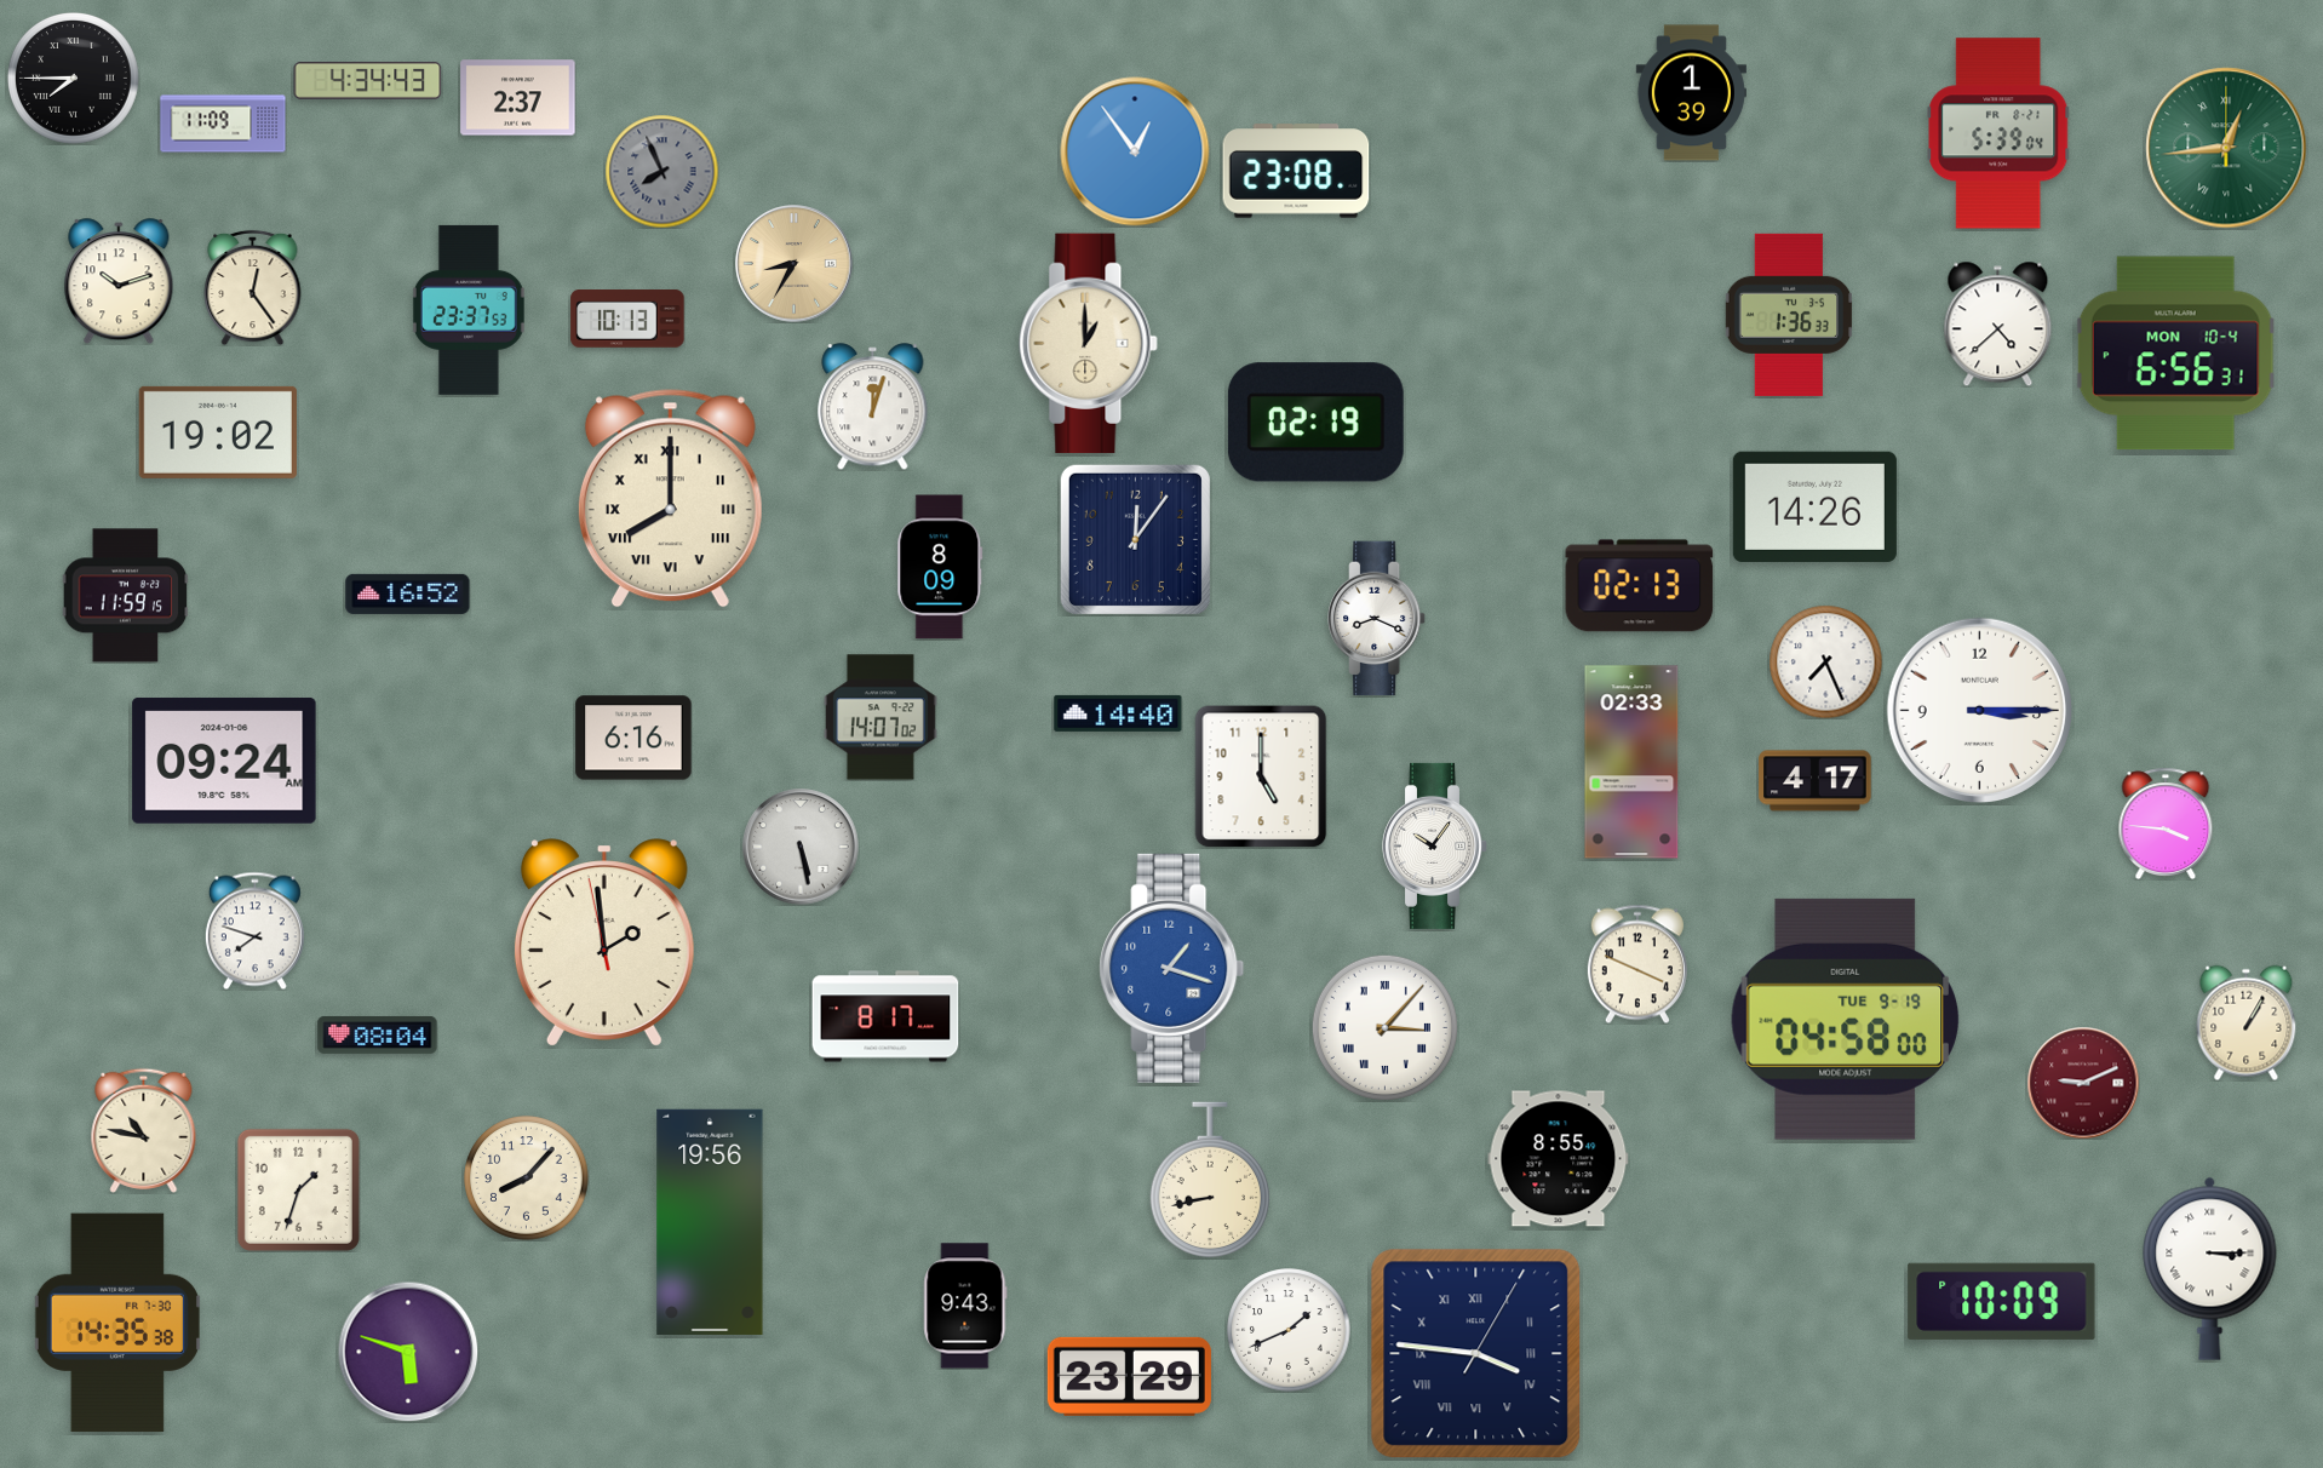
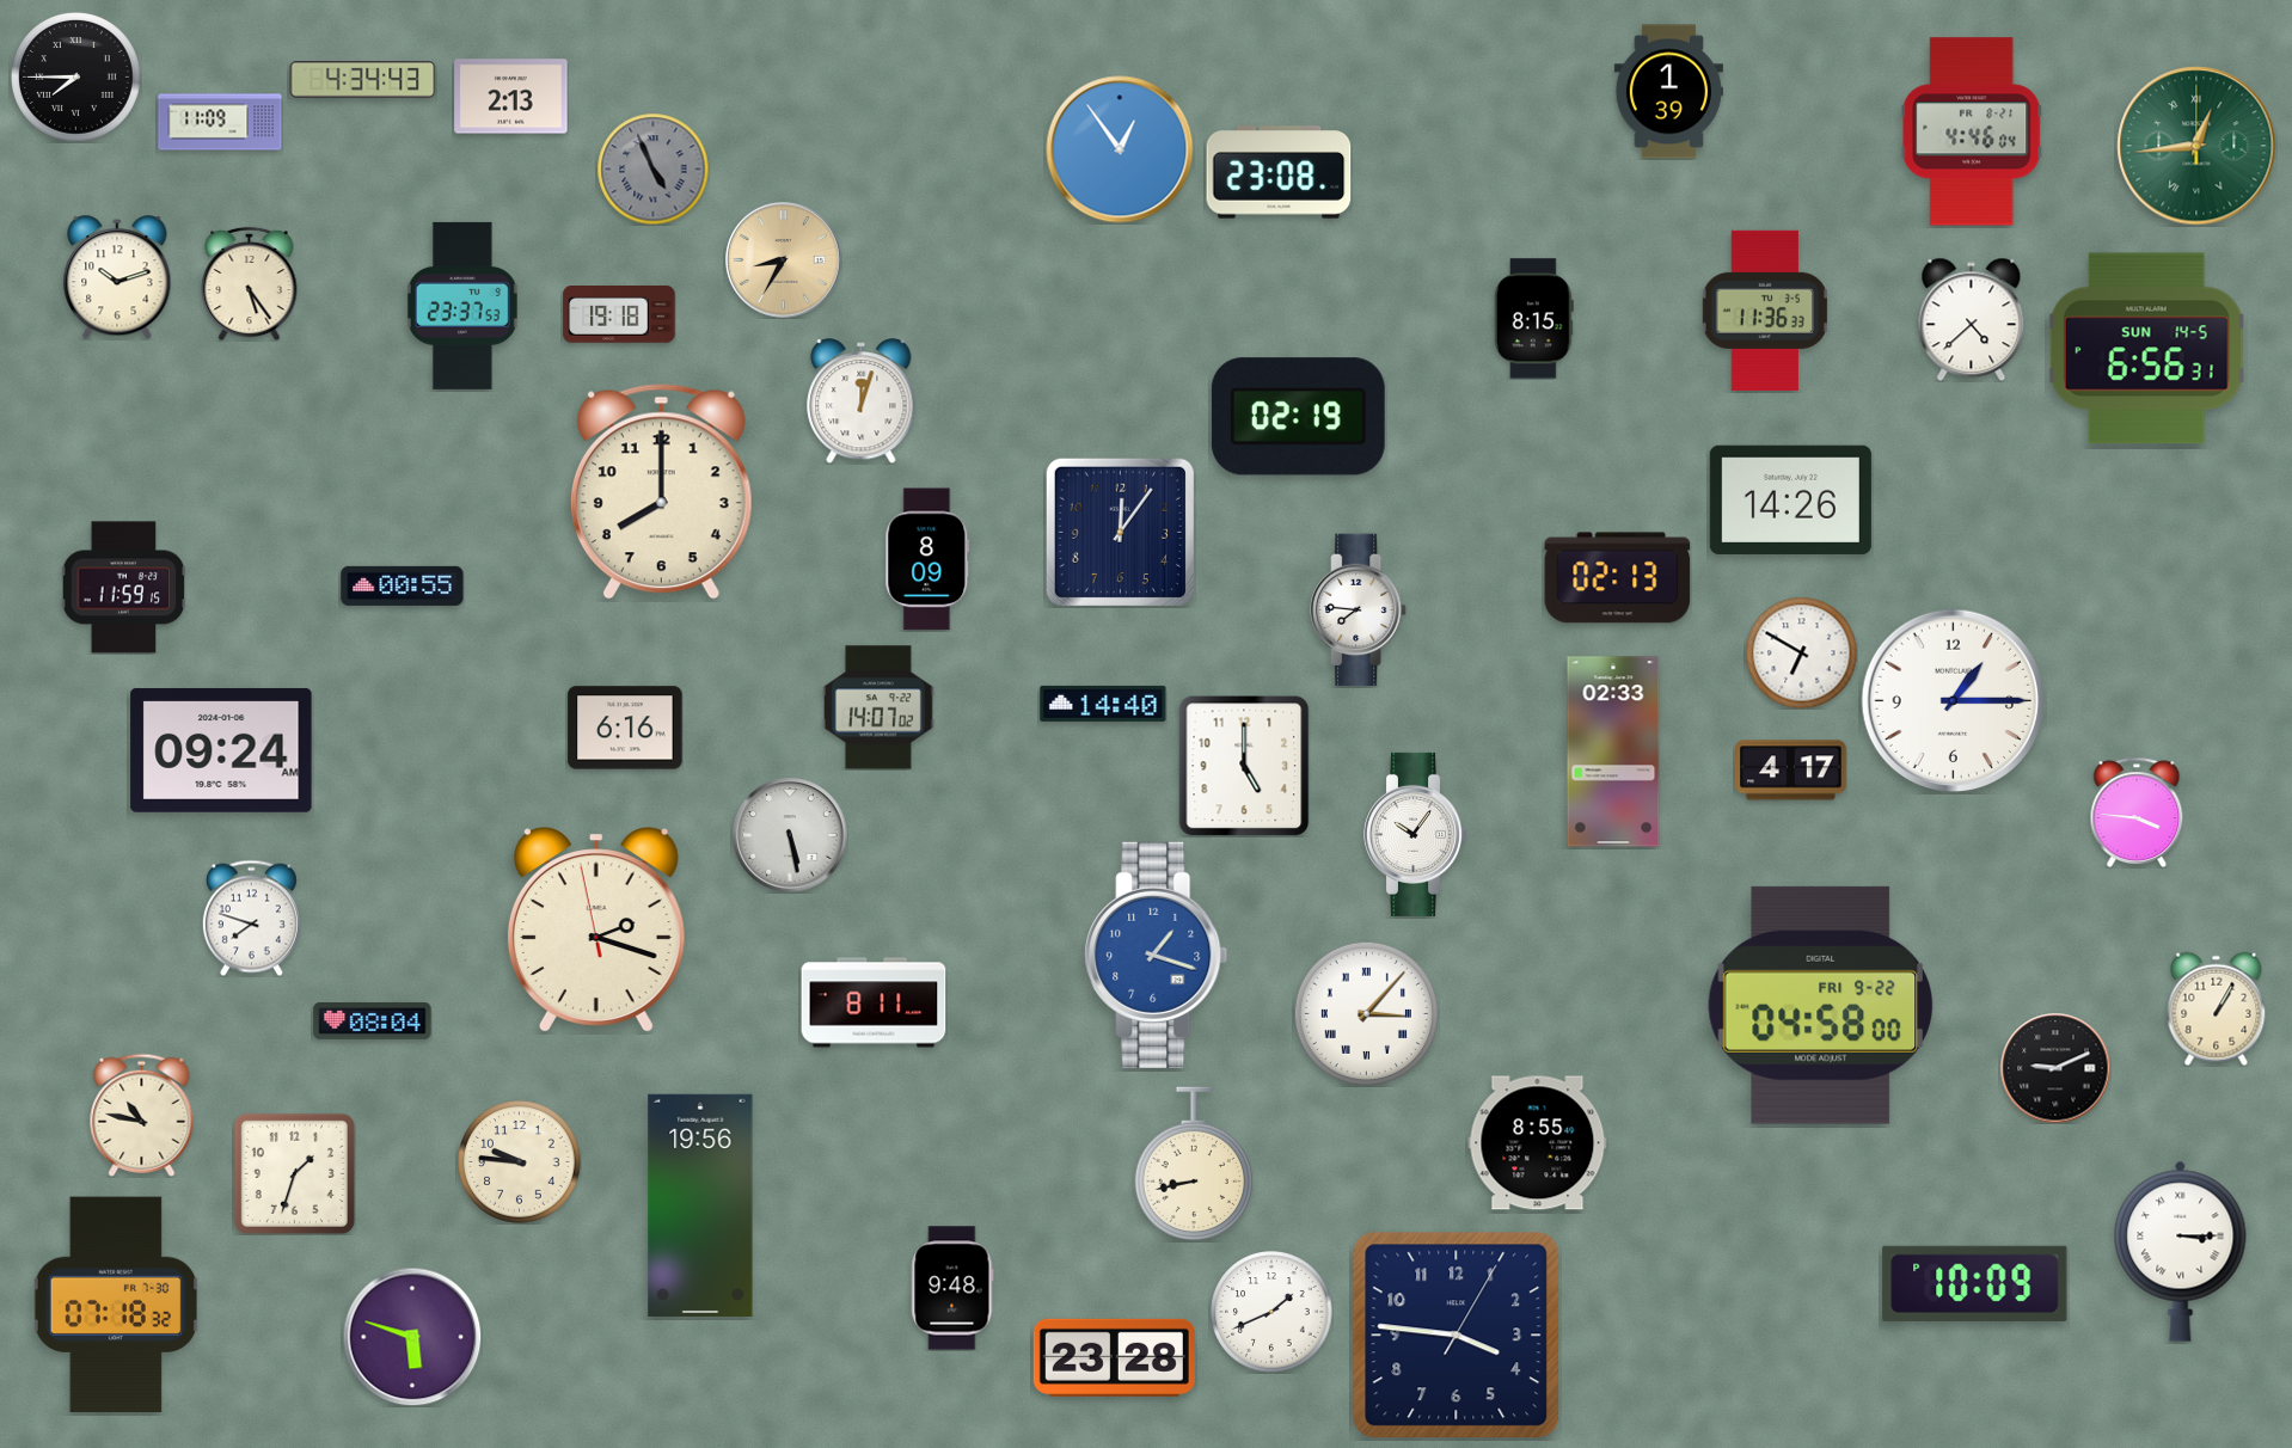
clock at (74, 79) position: (74, 79) -> (76, 78)
clock at (518, 98): 2:37 -> 2:13
clock at (1998, 133): 5:39 -> 4:46
clock at (661, 171): 7:56 -> 4:56
clock at (1296, 171) position: (1296, 171) -> (1279, 172)
clock at (253, 287): 12:24 -> 5:24
clock at (1788, 315): 1:36 -> 11:36
clock at (627, 319): 10:13 -> 19:18
clock at (1533, 319): none -> 8:15
clock at (1089, 344): 1:00 -> none
clock at (2175, 354) date: MON 10-4 -> SUN 14-5
clock at (218, 432): 19:02 -> none
clock at (670, 499) numerals: Roman -> Arabic
clock at (408, 593): 16:52 -> 00:55
clock at (1377, 619): 8:19 -> 7:46
clock at (1825, 661): 7:26 -> 6:50
clock at (1979, 710): 3:15 -> 1:15
clock at (881, 717) position: (881, 717) -> (878, 707)
clock at (1631, 762) position: (1631, 762) -> (1613, 751)
clock at (604, 942): 1:58 -> 2:17
clock at (1637, 964): 3:49 -> none
clock at (885, 1016): 8:17 -> 8:11
clock at (1845, 1019) date: TUE 9-19 -> FRI 9-22
clock at (2083, 1083) dial: burgundy -> black
clock at (527, 1179): 8:07 -> 9:46
clock at (965, 1306): 9:43 -> 9:48
clock at (117, 1323): 14:35 -> 07:18
clock at (408, 1352) position: (408, 1352) -> (412, 1337)
clock at (1476, 1354) numerals: Roman -> Arabic
clock at (1129, 1376): 23:29 -> 23:28
